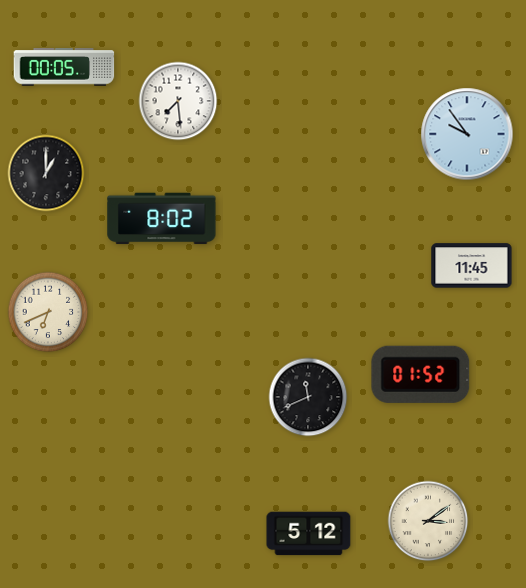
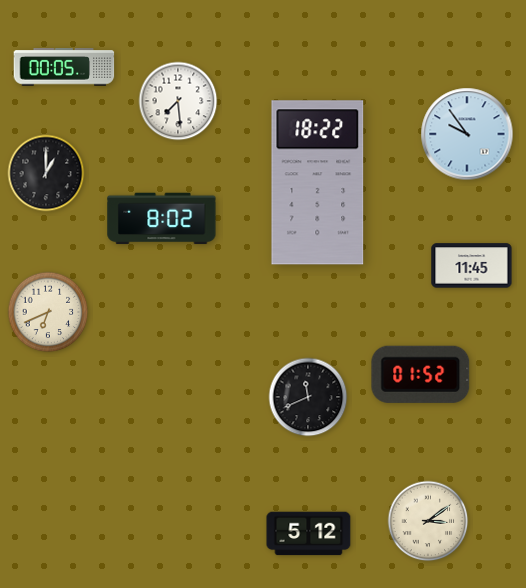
clock at (318, 183): none -> 18:22
